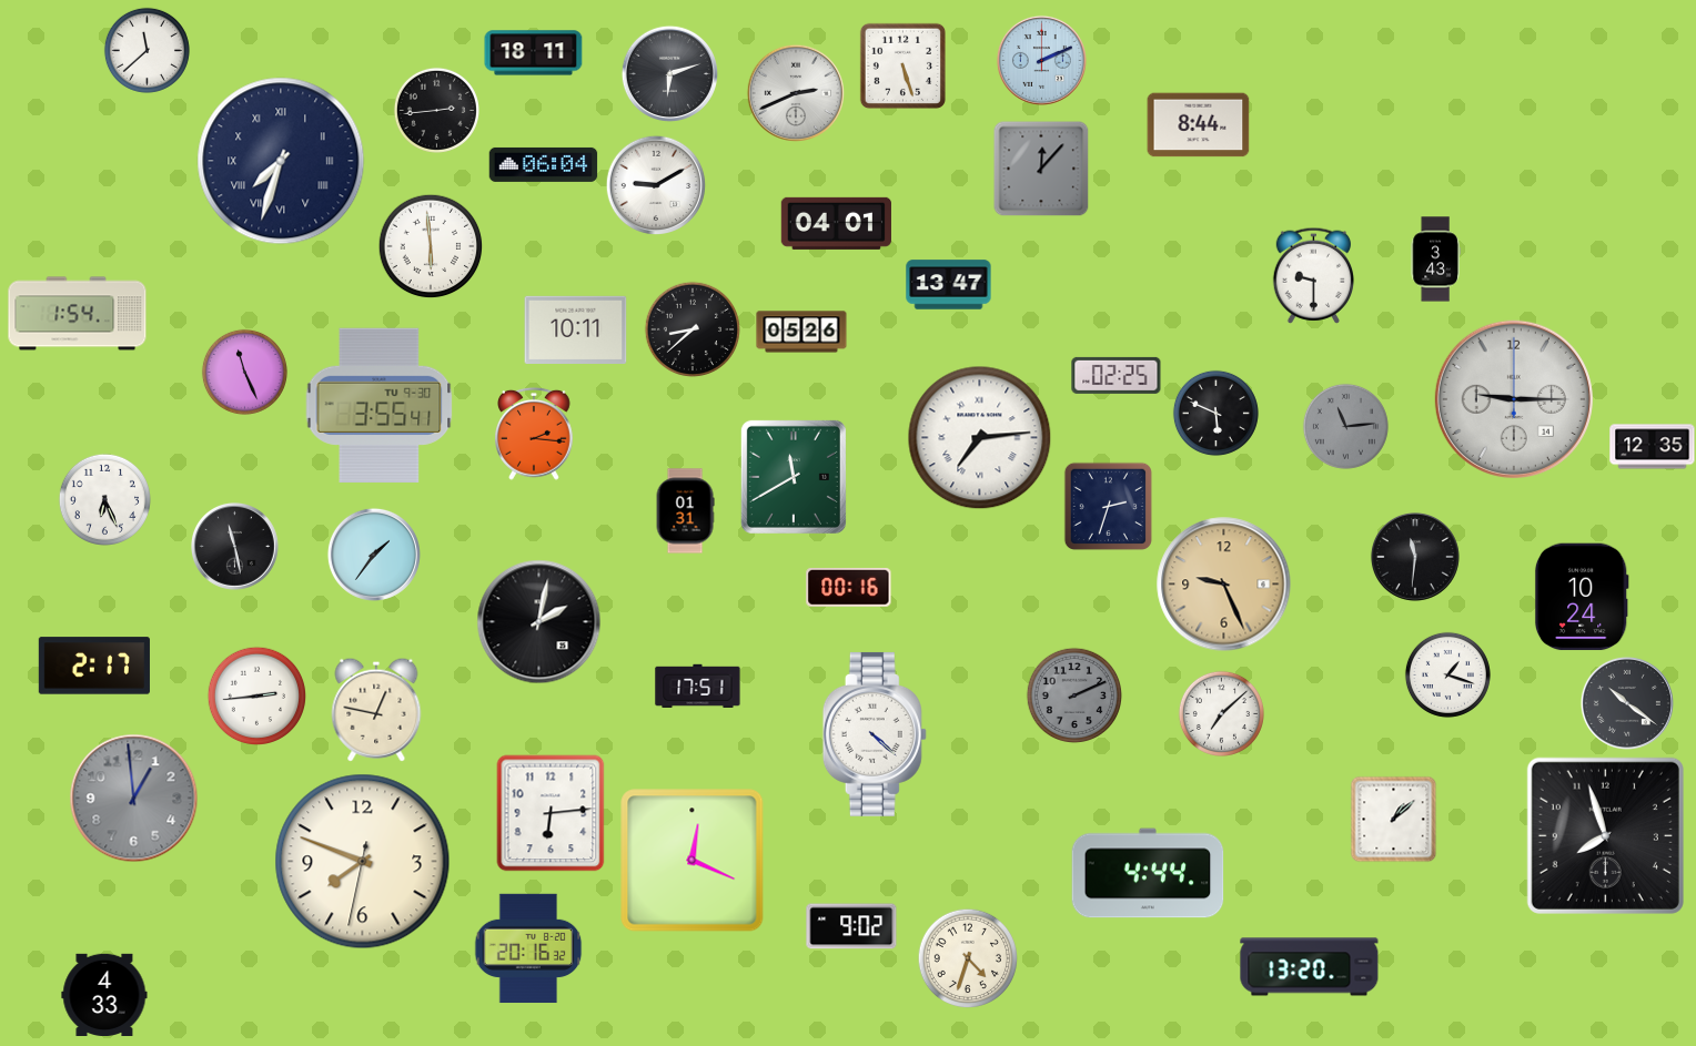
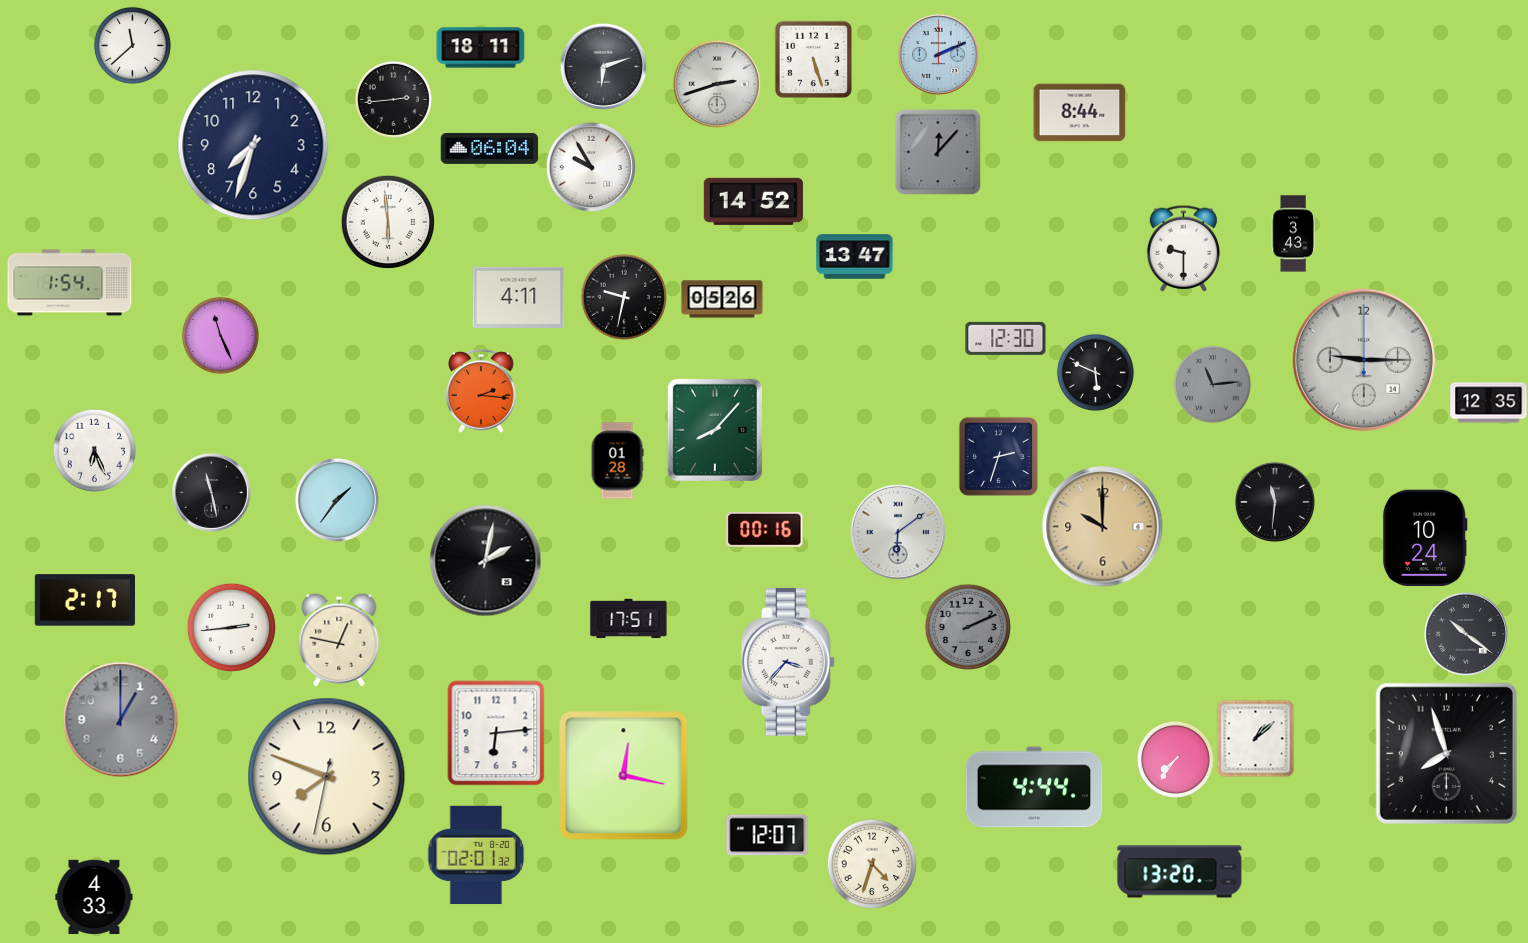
clock at (795, 92): 2:41 -> 2:42
clock at (281, 161) numerals: Roman -> Arabic
clock at (656, 185): 9:10 -> 9:55
clock at (836, 223): 04:01 -> 14:52
clock at (691, 328): 8:38 -> 9:32
clock at (576, 329): 10:11 -> 4:11
clock at (1117, 375): 02:25 -> 12:30
clock at (380, 405): 3:55 -> none
clock at (980, 438): 7:14 -> none
clock at (794, 477): 11:40 -> 8:07
clock at (685, 511): 01:31 -> 01:28
clock at (1224, 585): 9:26 -> 10:00
clock at (898, 532): none -> 6:09
clock at (1447, 674): 1:18 -> none
clock at (1221, 713): 7:08 -> none
clock at (875, 734): 4:22 -> 3:37
clock at (134, 799): 12:59 -> 1:00
clock at (1175, 759): none -> 7:36
clock at (693, 861): 12:19 -> 12:17
clock at (851, 926): 9:02 -> 12:07
clock at (528, 948): 20:16 -> 02:01
